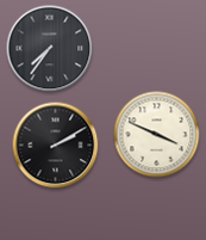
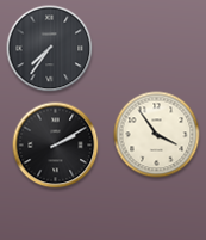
clock at (157, 135): 3:49 -> 3:54
